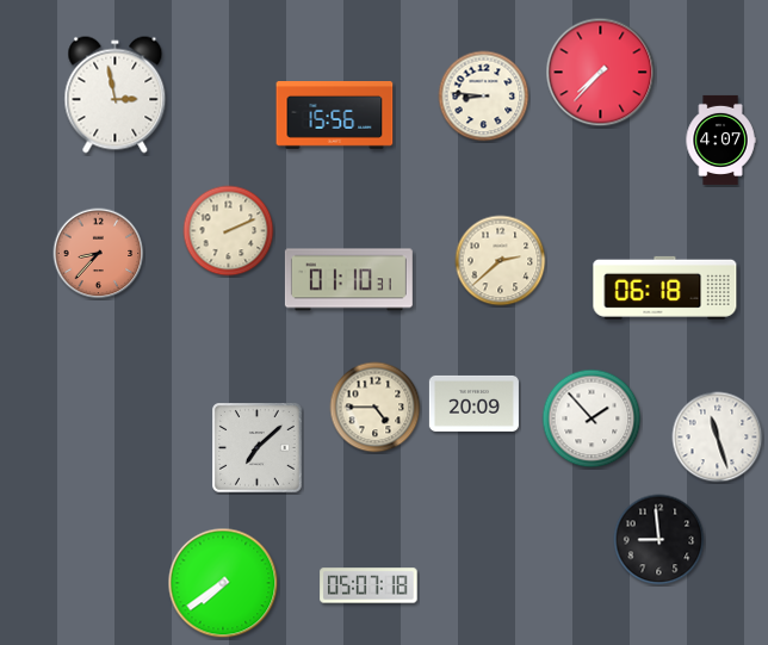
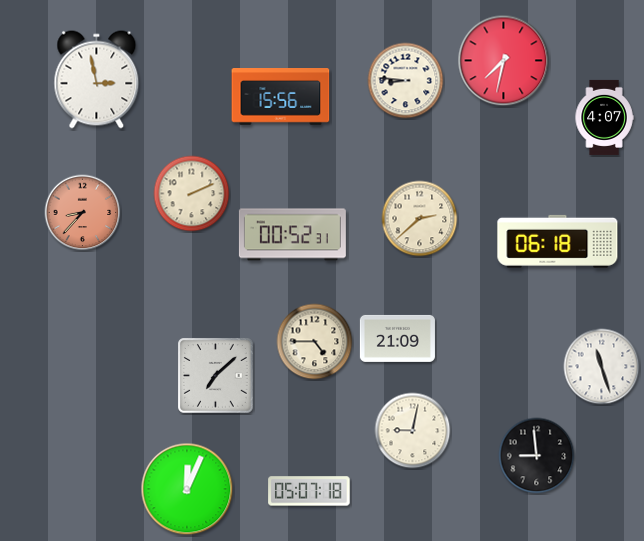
clock at (601, 73): 7:37 -> 7:32
clock at (348, 280): 01:10 -> 00:52
clock at (473, 403): 20:09 -> 21:09
clock at (592, 418): 1:53 -> none
clock at (413, 431): none -> 9:02
clock at (659, 540) position: (659, 540) -> (537, 456)
clock at (223, 583): 7:39 -> 12:04
